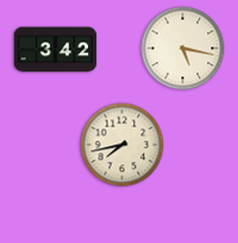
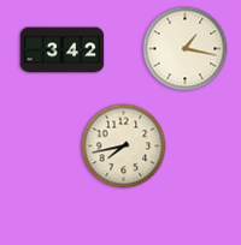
clock at (183, 49): 5:17 -> 1:17
clock at (56, 50) position: (56, 50) -> (63, 50)
